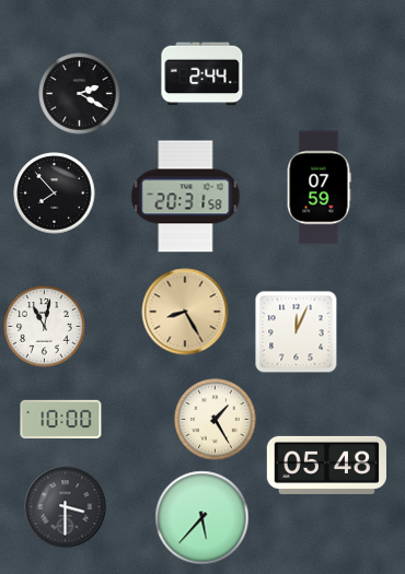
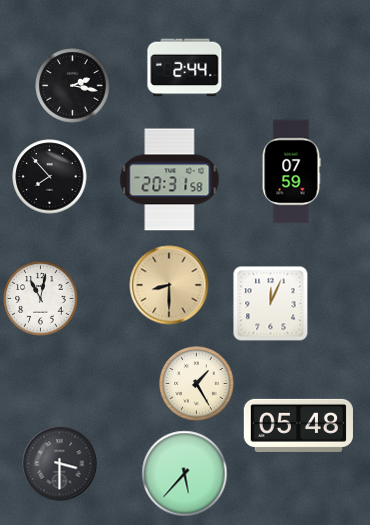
clock at (80, 94): 2:20 -> 2:17
clock at (185, 312): 8:25 -> 8:30
clock at (61, 420): 10:00 -> none
